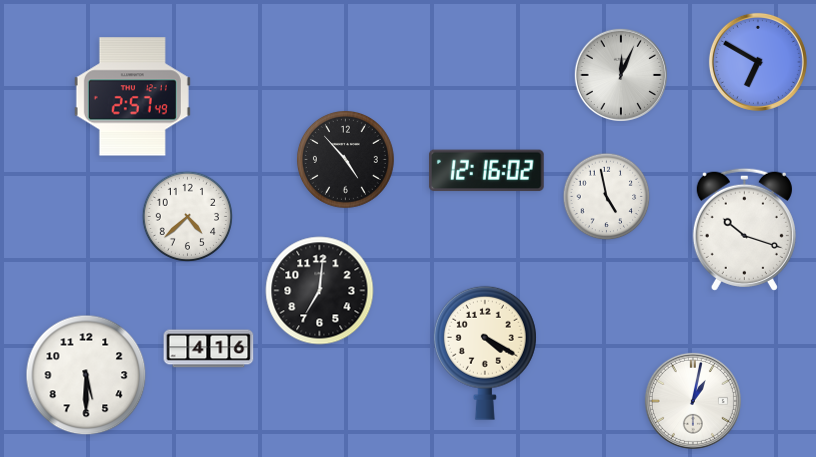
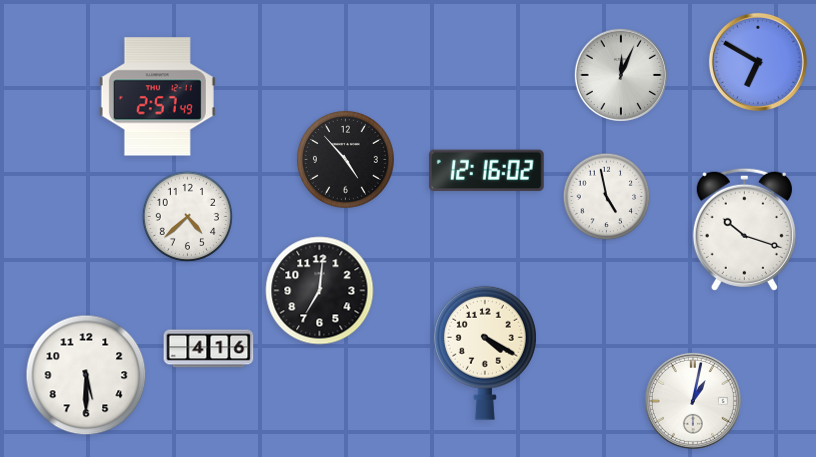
clock at (132, 97) position: (132, 97) -> (157, 97)
